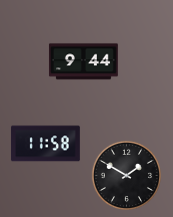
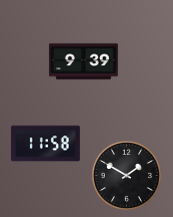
clock at (83, 62): 9:44 -> 9:39
